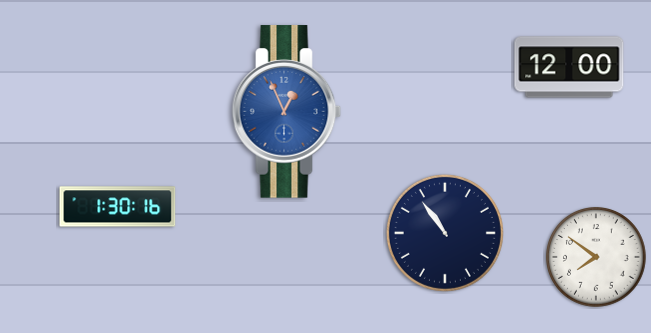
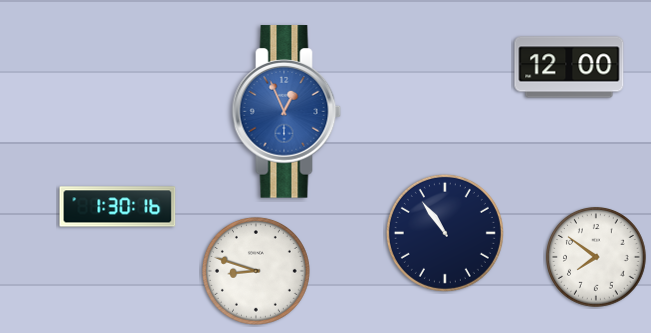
clock at (256, 271): none -> 8:48
